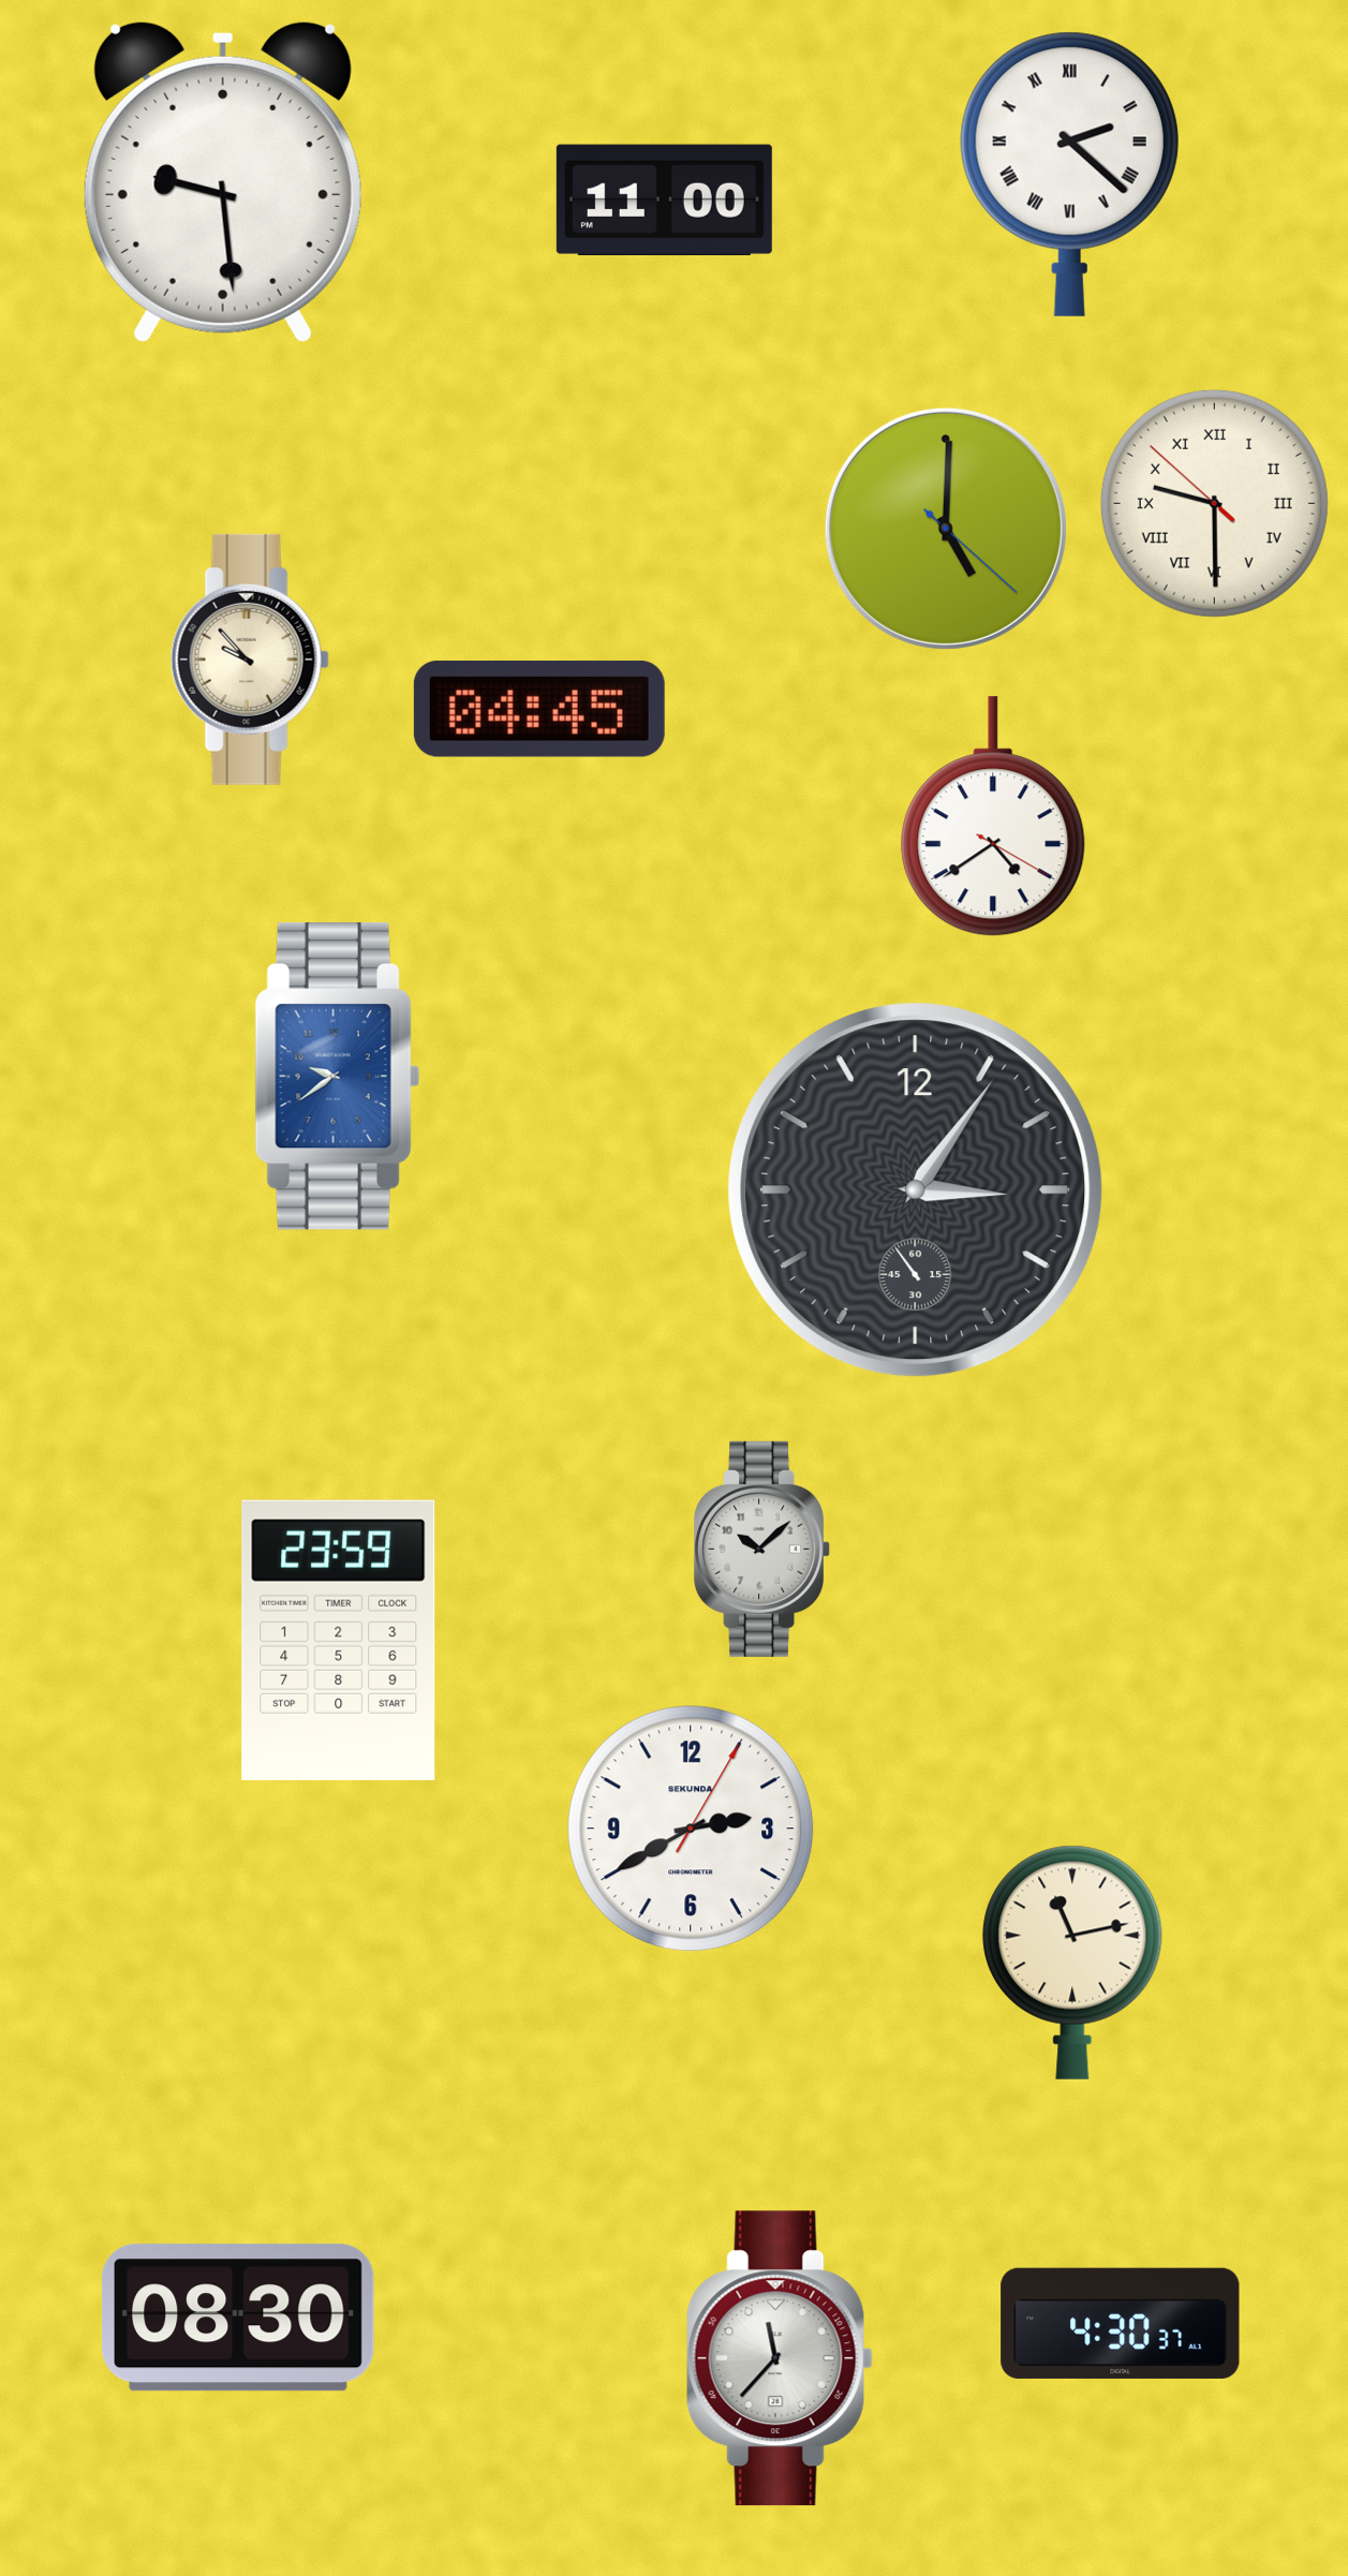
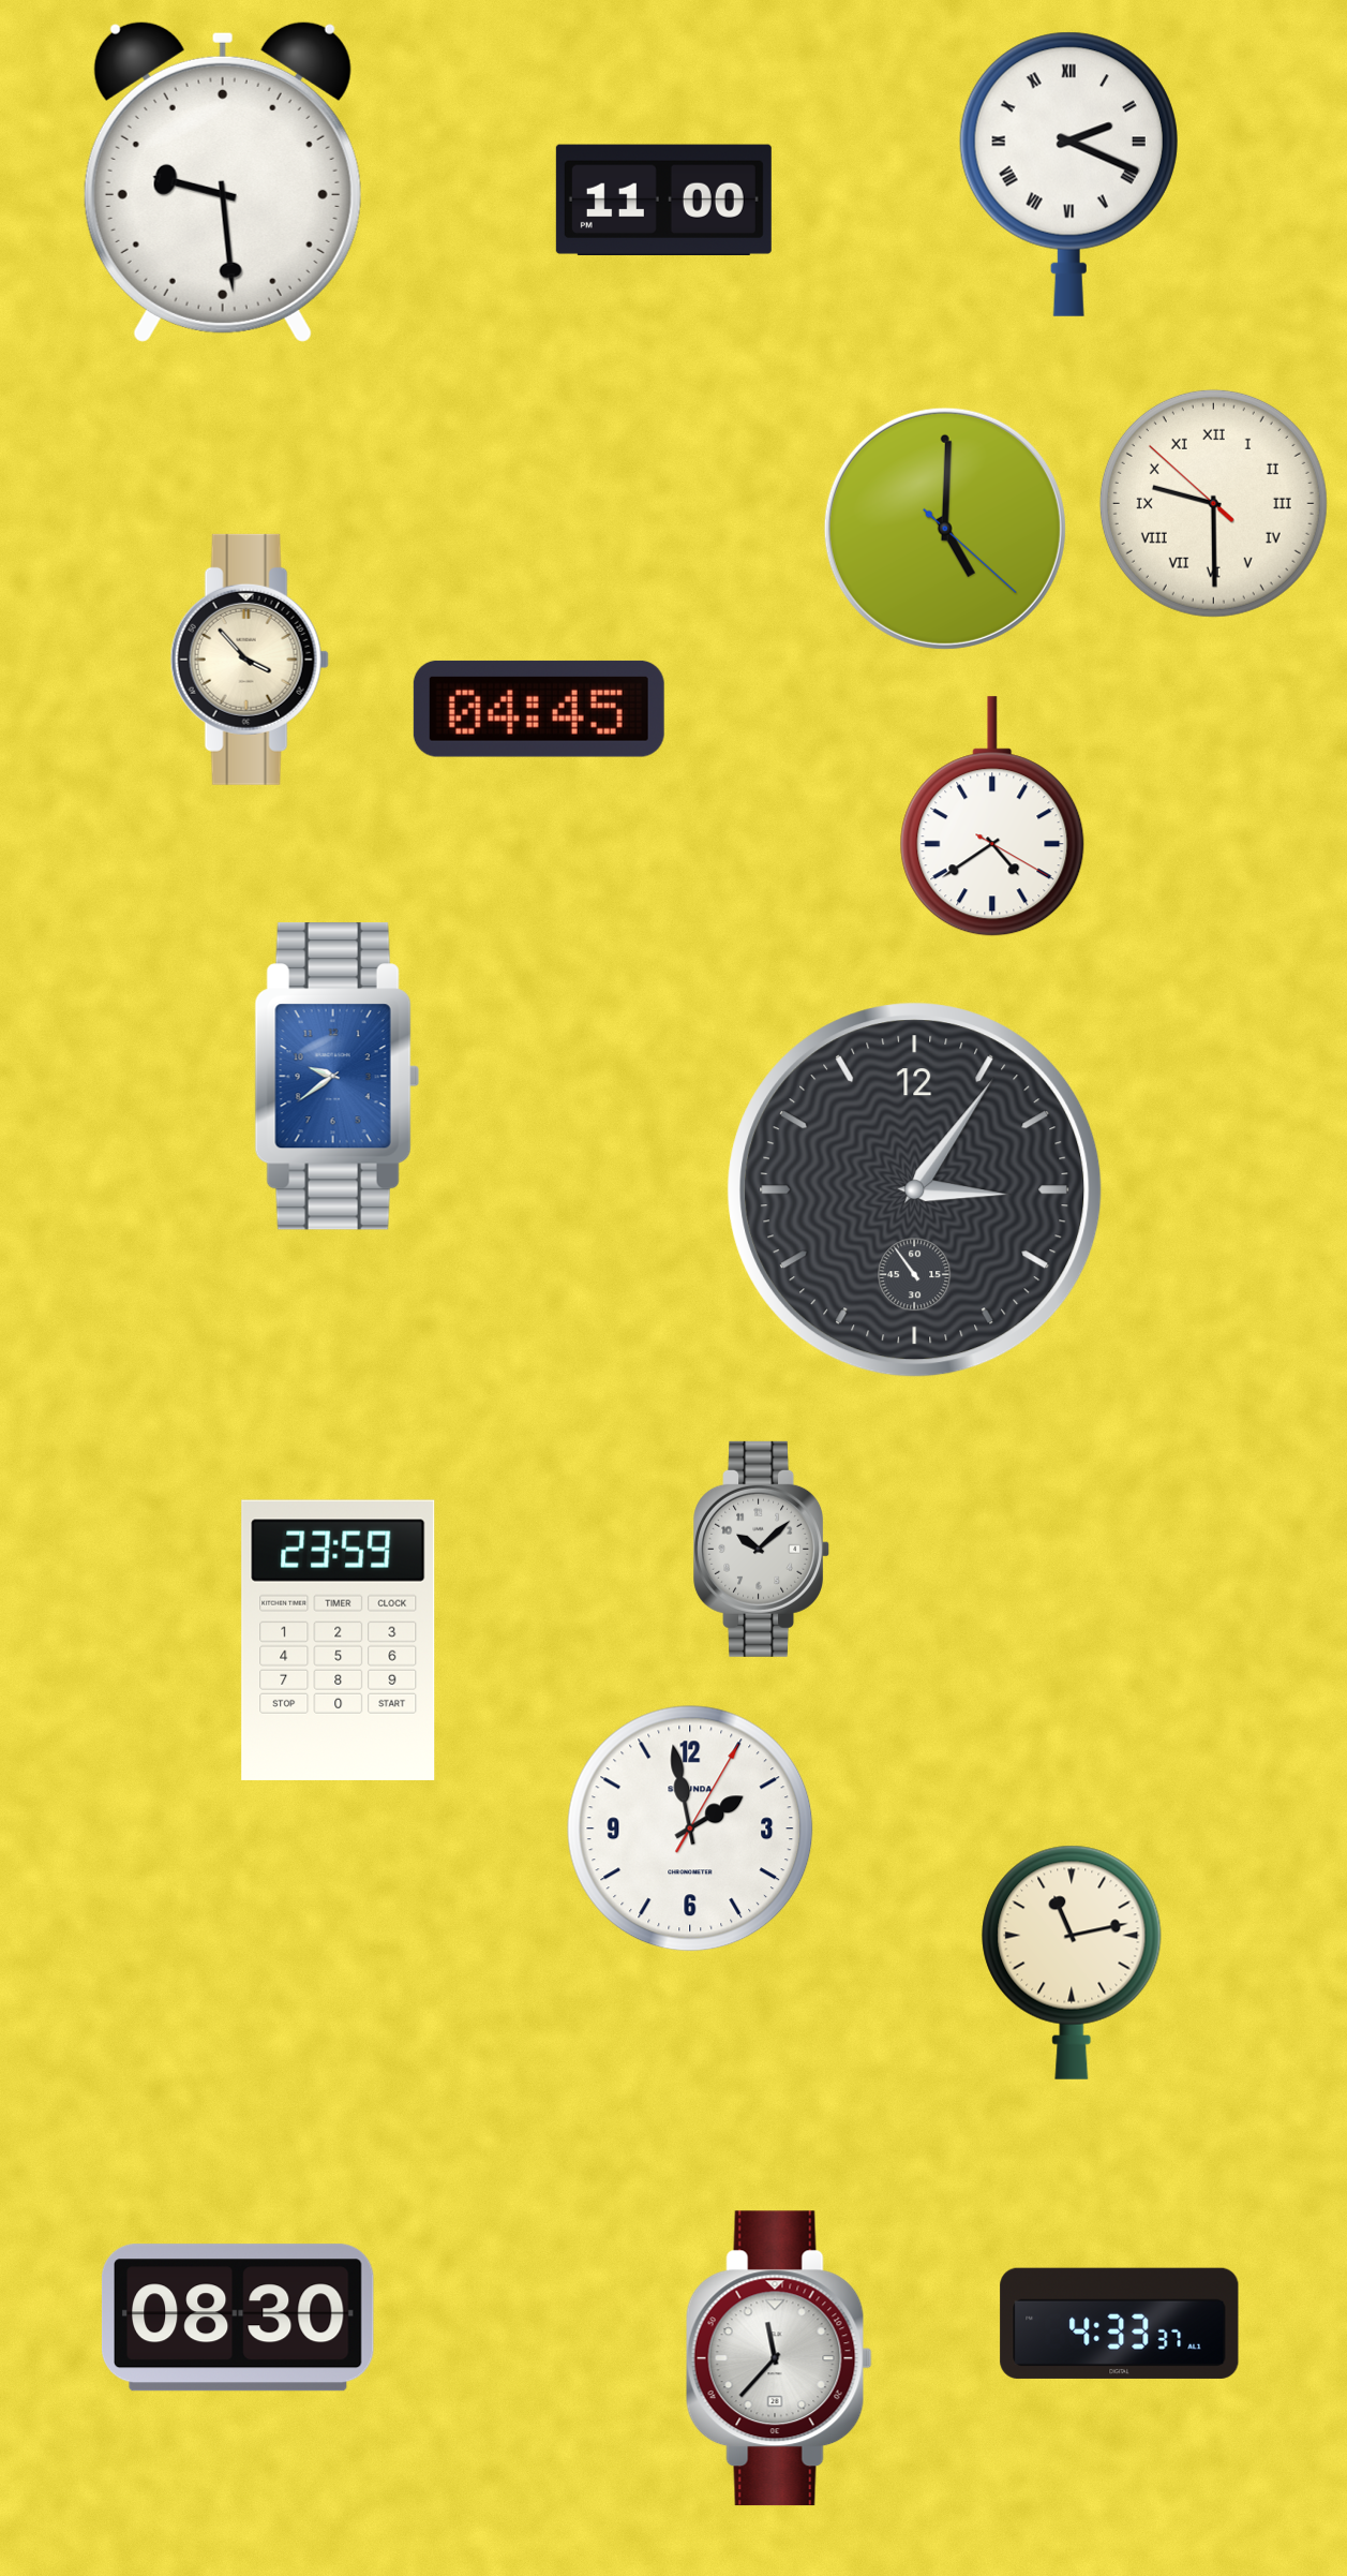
clock at (1069, 174): 2:22 -> 2:19
clock at (250, 660): 9:53 -> 3:53
clock at (691, 1829): 2:40 -> 1:58
clock at (1121, 2323): 4:30 -> 4:33
